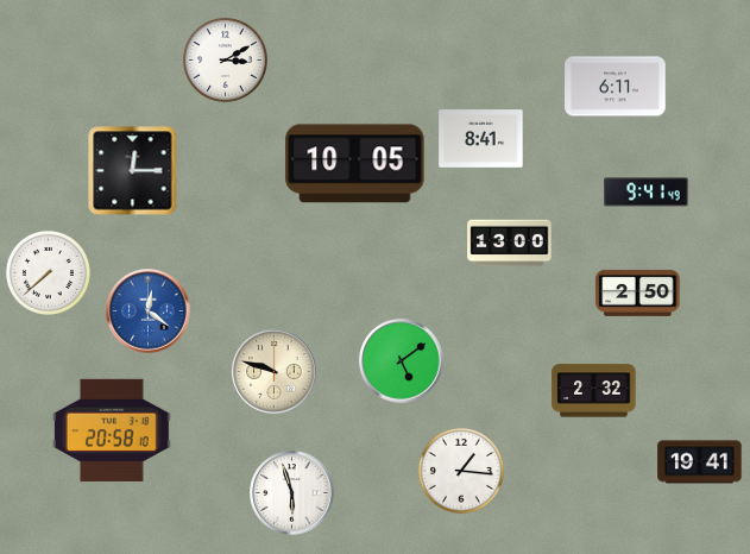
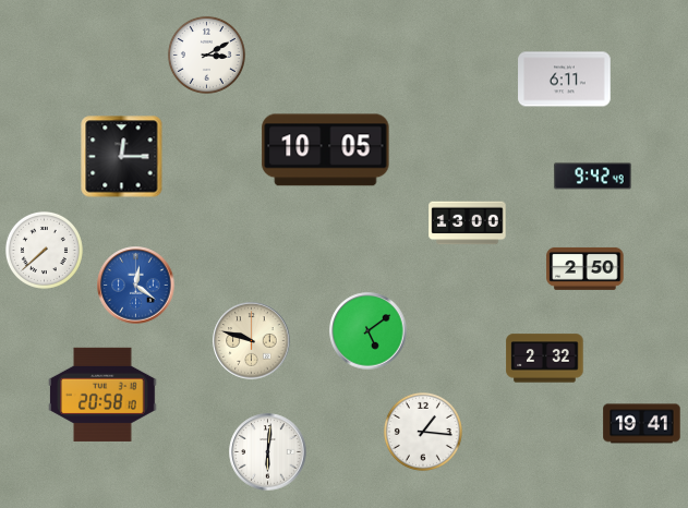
clock at (481, 139): 8:41 -> none
clock at (647, 193): 9:41 -> 9:42
clock at (292, 493): 5:57 -> 6:01
